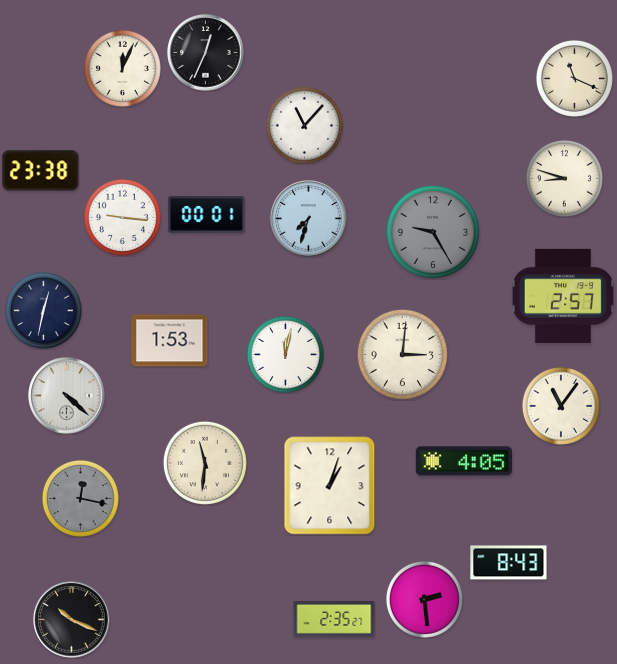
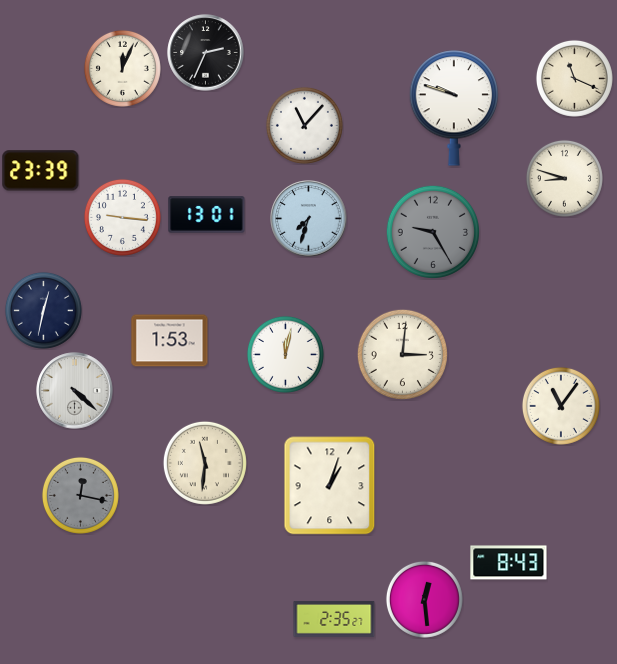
clock at (206, 53): 12:34 -> 2:34
clock at (454, 108): none -> 9:48
clock at (41, 171): 23:38 -> 23:39
clock at (207, 215): 00:01 -> 13:01
clock at (563, 296): 2:57 -> none
clock at (67, 396) position: (67, 396) -> (75, 391)
clock at (463, 461): 4:05 -> none
clock at (80, 498) position: (80, 498) -> (80, 495)
clock at (424, 599): 2:29 -> 12:29
clock at (72, 620): 10:19 -> none
